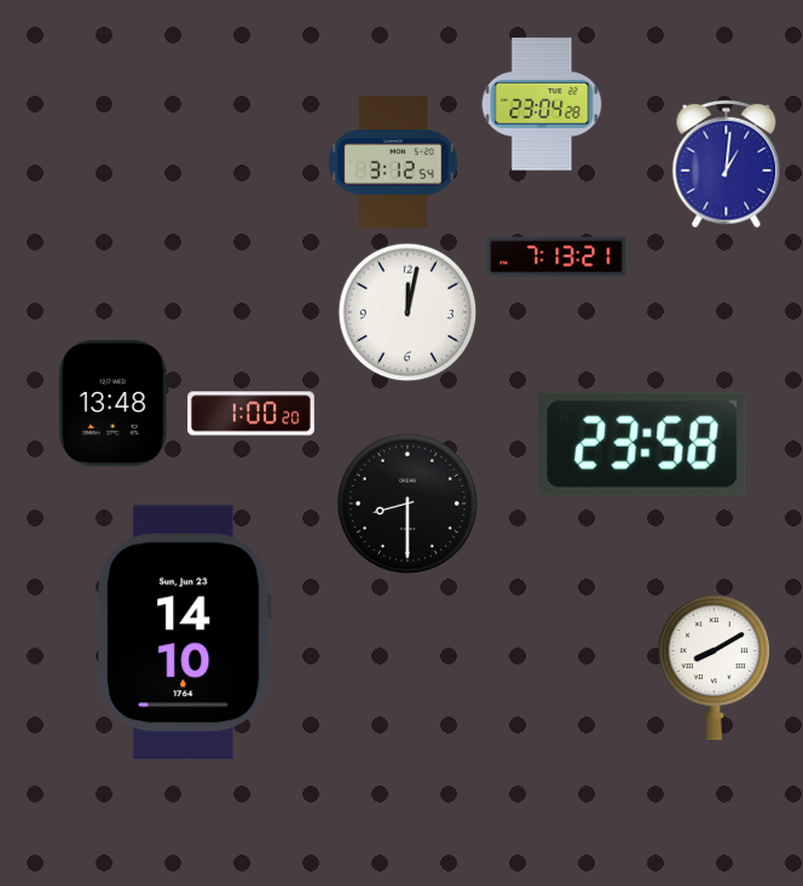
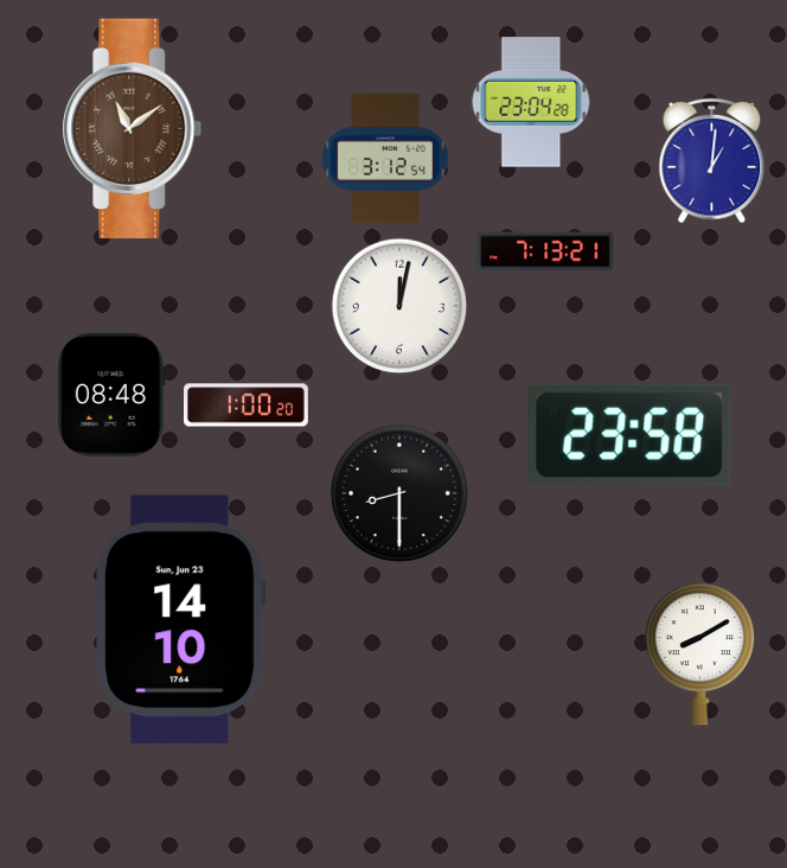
clock at (133, 128): none -> 11:09
clock at (114, 403): 13:48 -> 08:48
